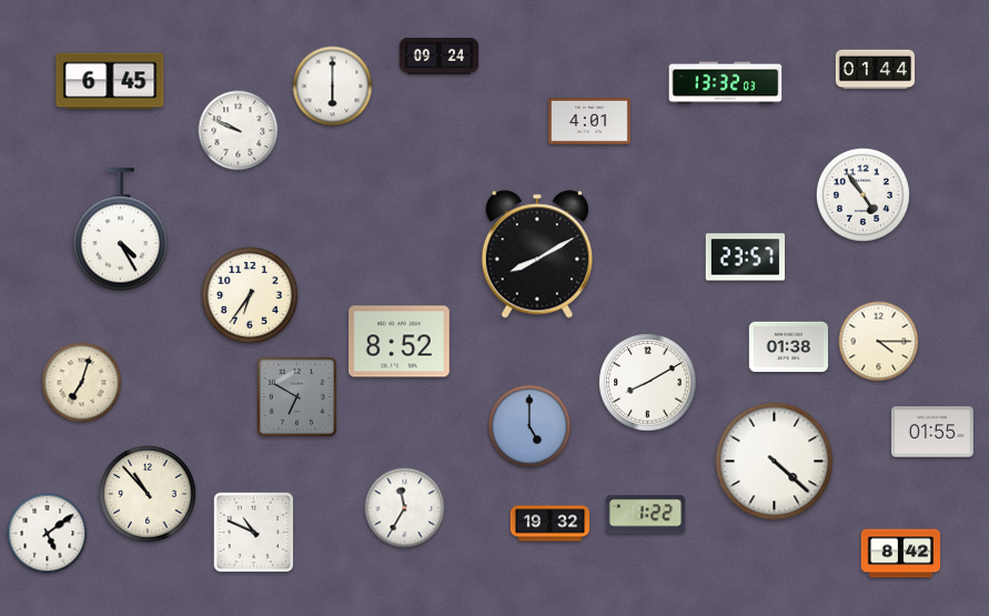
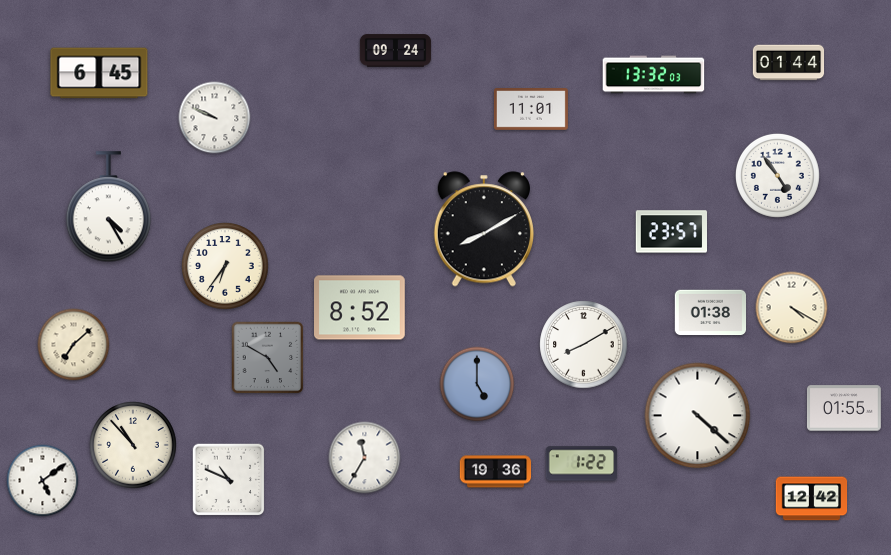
clock at (333, 87): 6:00 -> none
clock at (589, 121): 4:01 -> 11:01
clock at (879, 342): 4:15 -> 4:20
clock at (82, 383): 7:03 -> 7:08
clock at (297, 397): 6:50 -> 4:50
clock at (932, 432) position: (932, 432) -> (844, 408)
clock at (551, 524): 19:32 -> 19:36
clock at (901, 554): 8:42 -> 12:42
